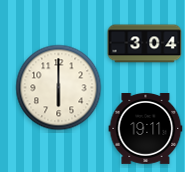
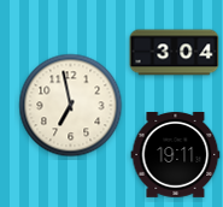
clock at (59, 88): 6:00 -> 6:58
